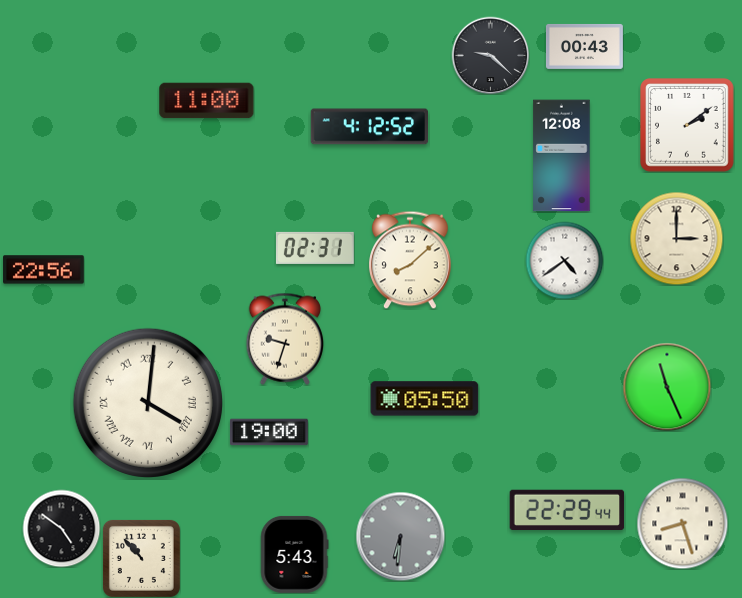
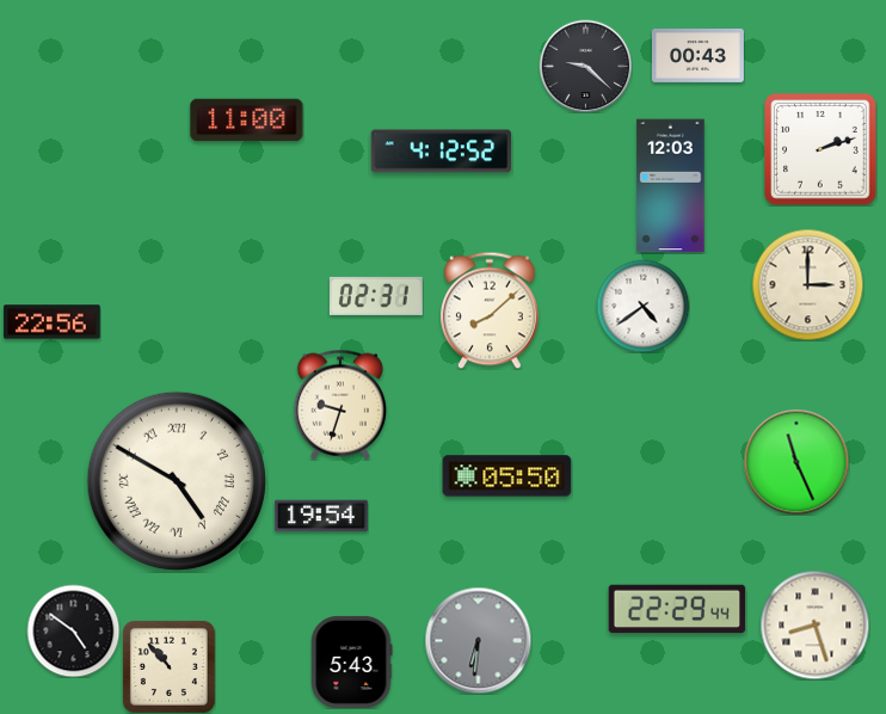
clock at (688, 126): 2:09 -> 2:12
clock at (562, 156): 12:08 -> 12:03
clock at (564, 260) position: (564, 260) -> (642, 306)
clock at (148, 403): 4:01 -> 4:50
clock at (269, 432): 19:00 -> 19:54
